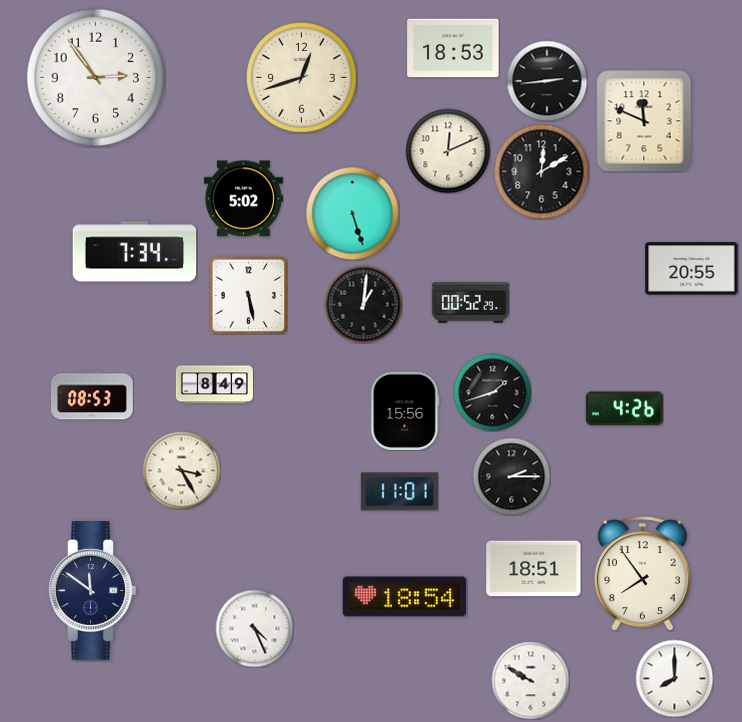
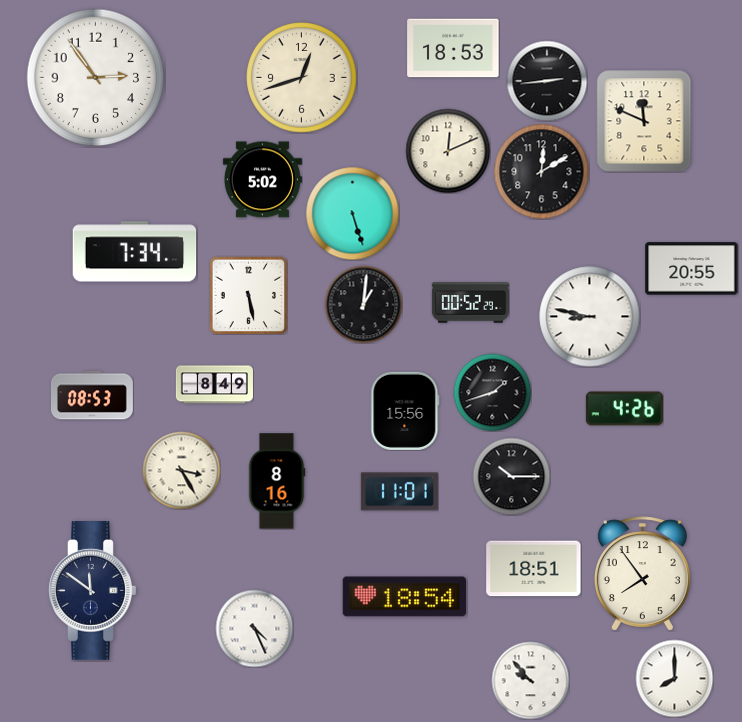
clock at (243, 199) position: (243, 199) -> (262, 180)
clock at (590, 317): none -> 8:47
clock at (511, 476): 2:15 -> 10:15
clock at (277, 481): none -> 8:16
clock at (530, 680): 9:50 -> 9:53
